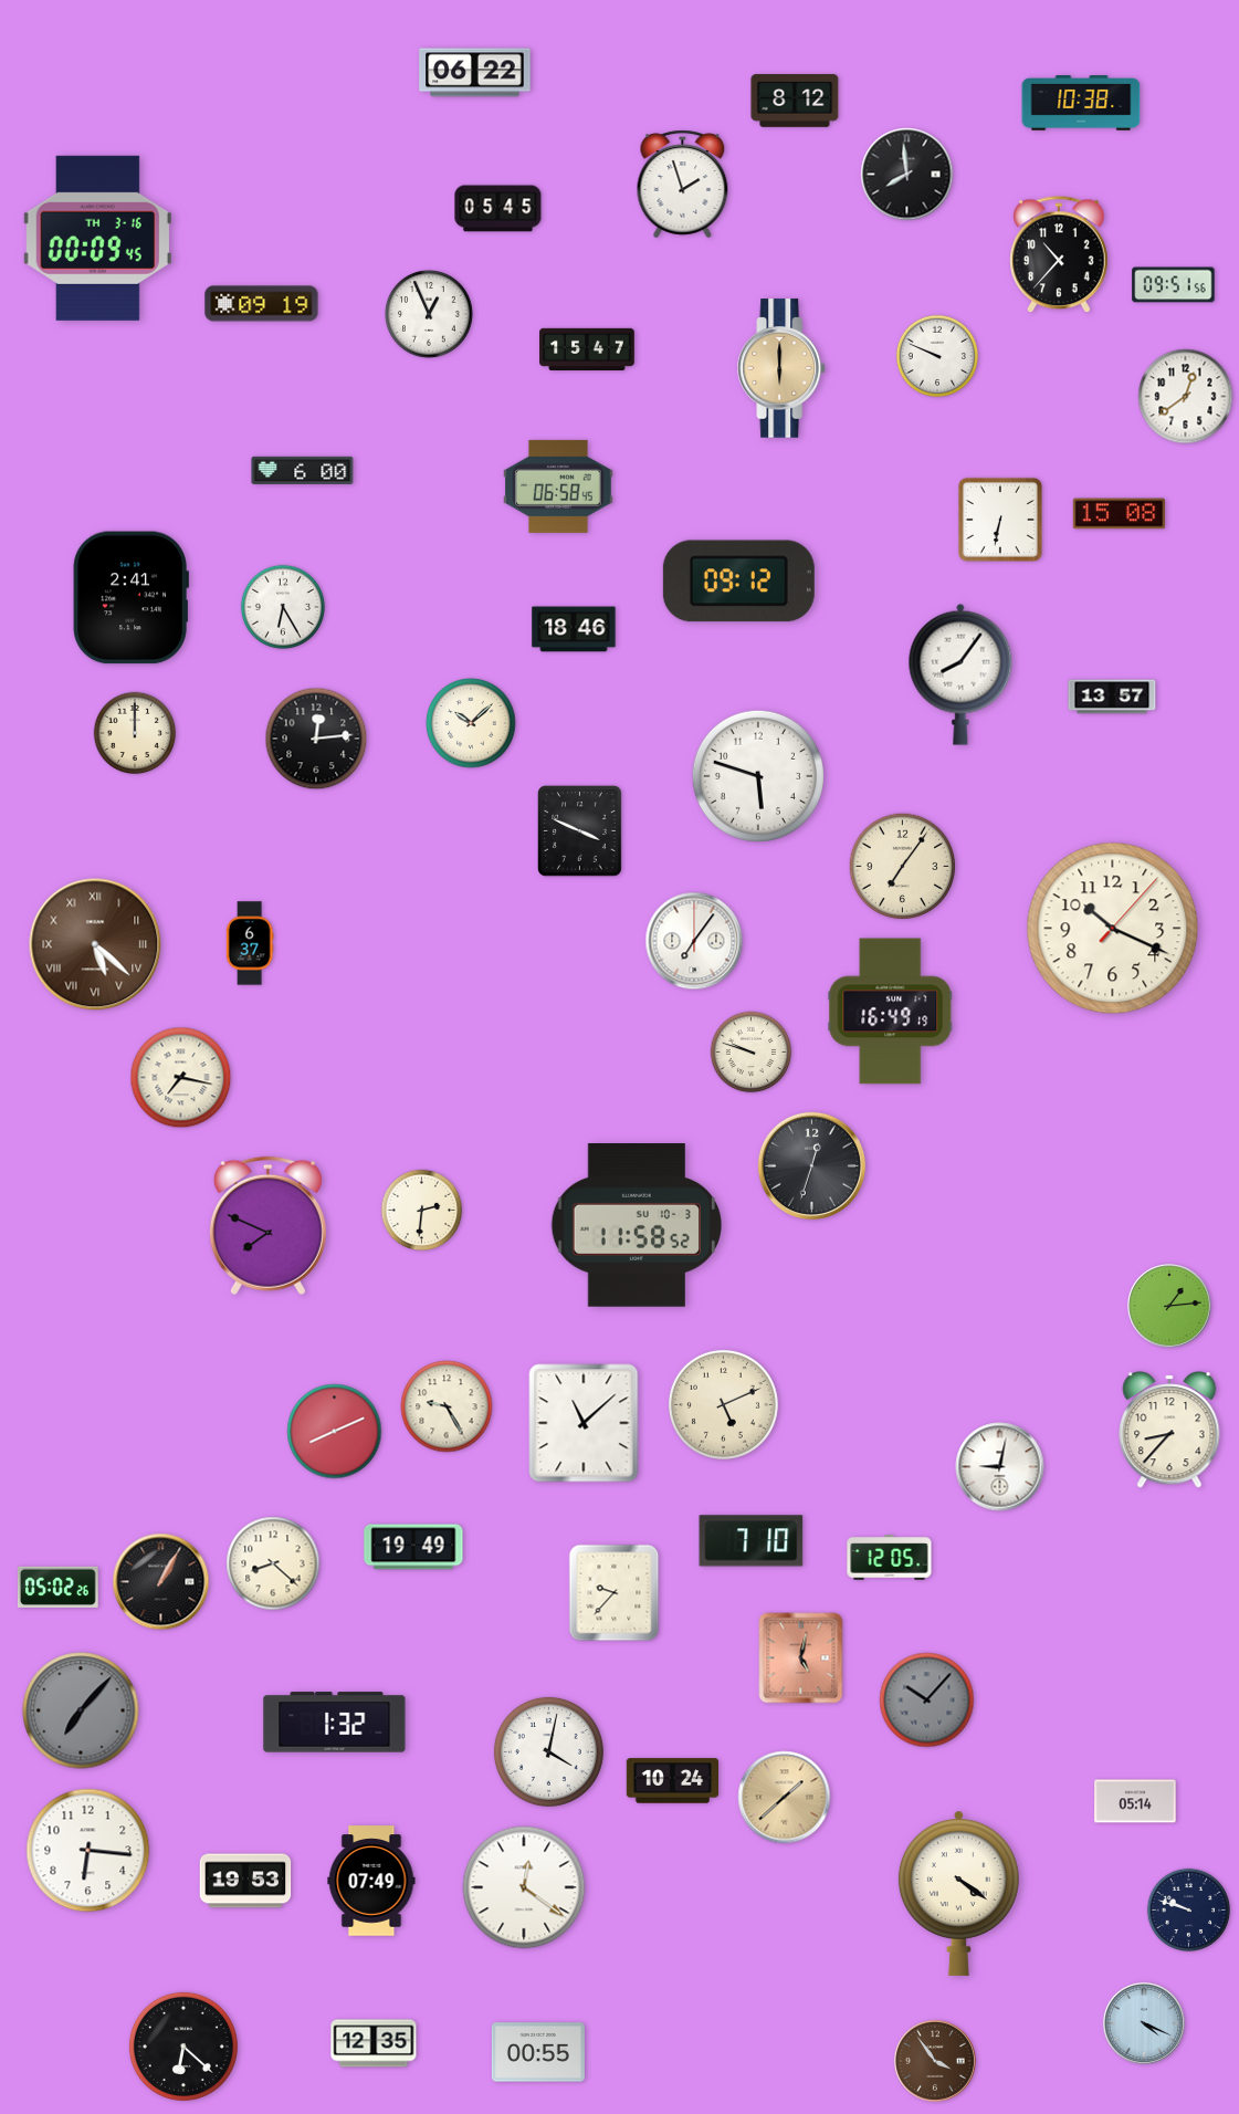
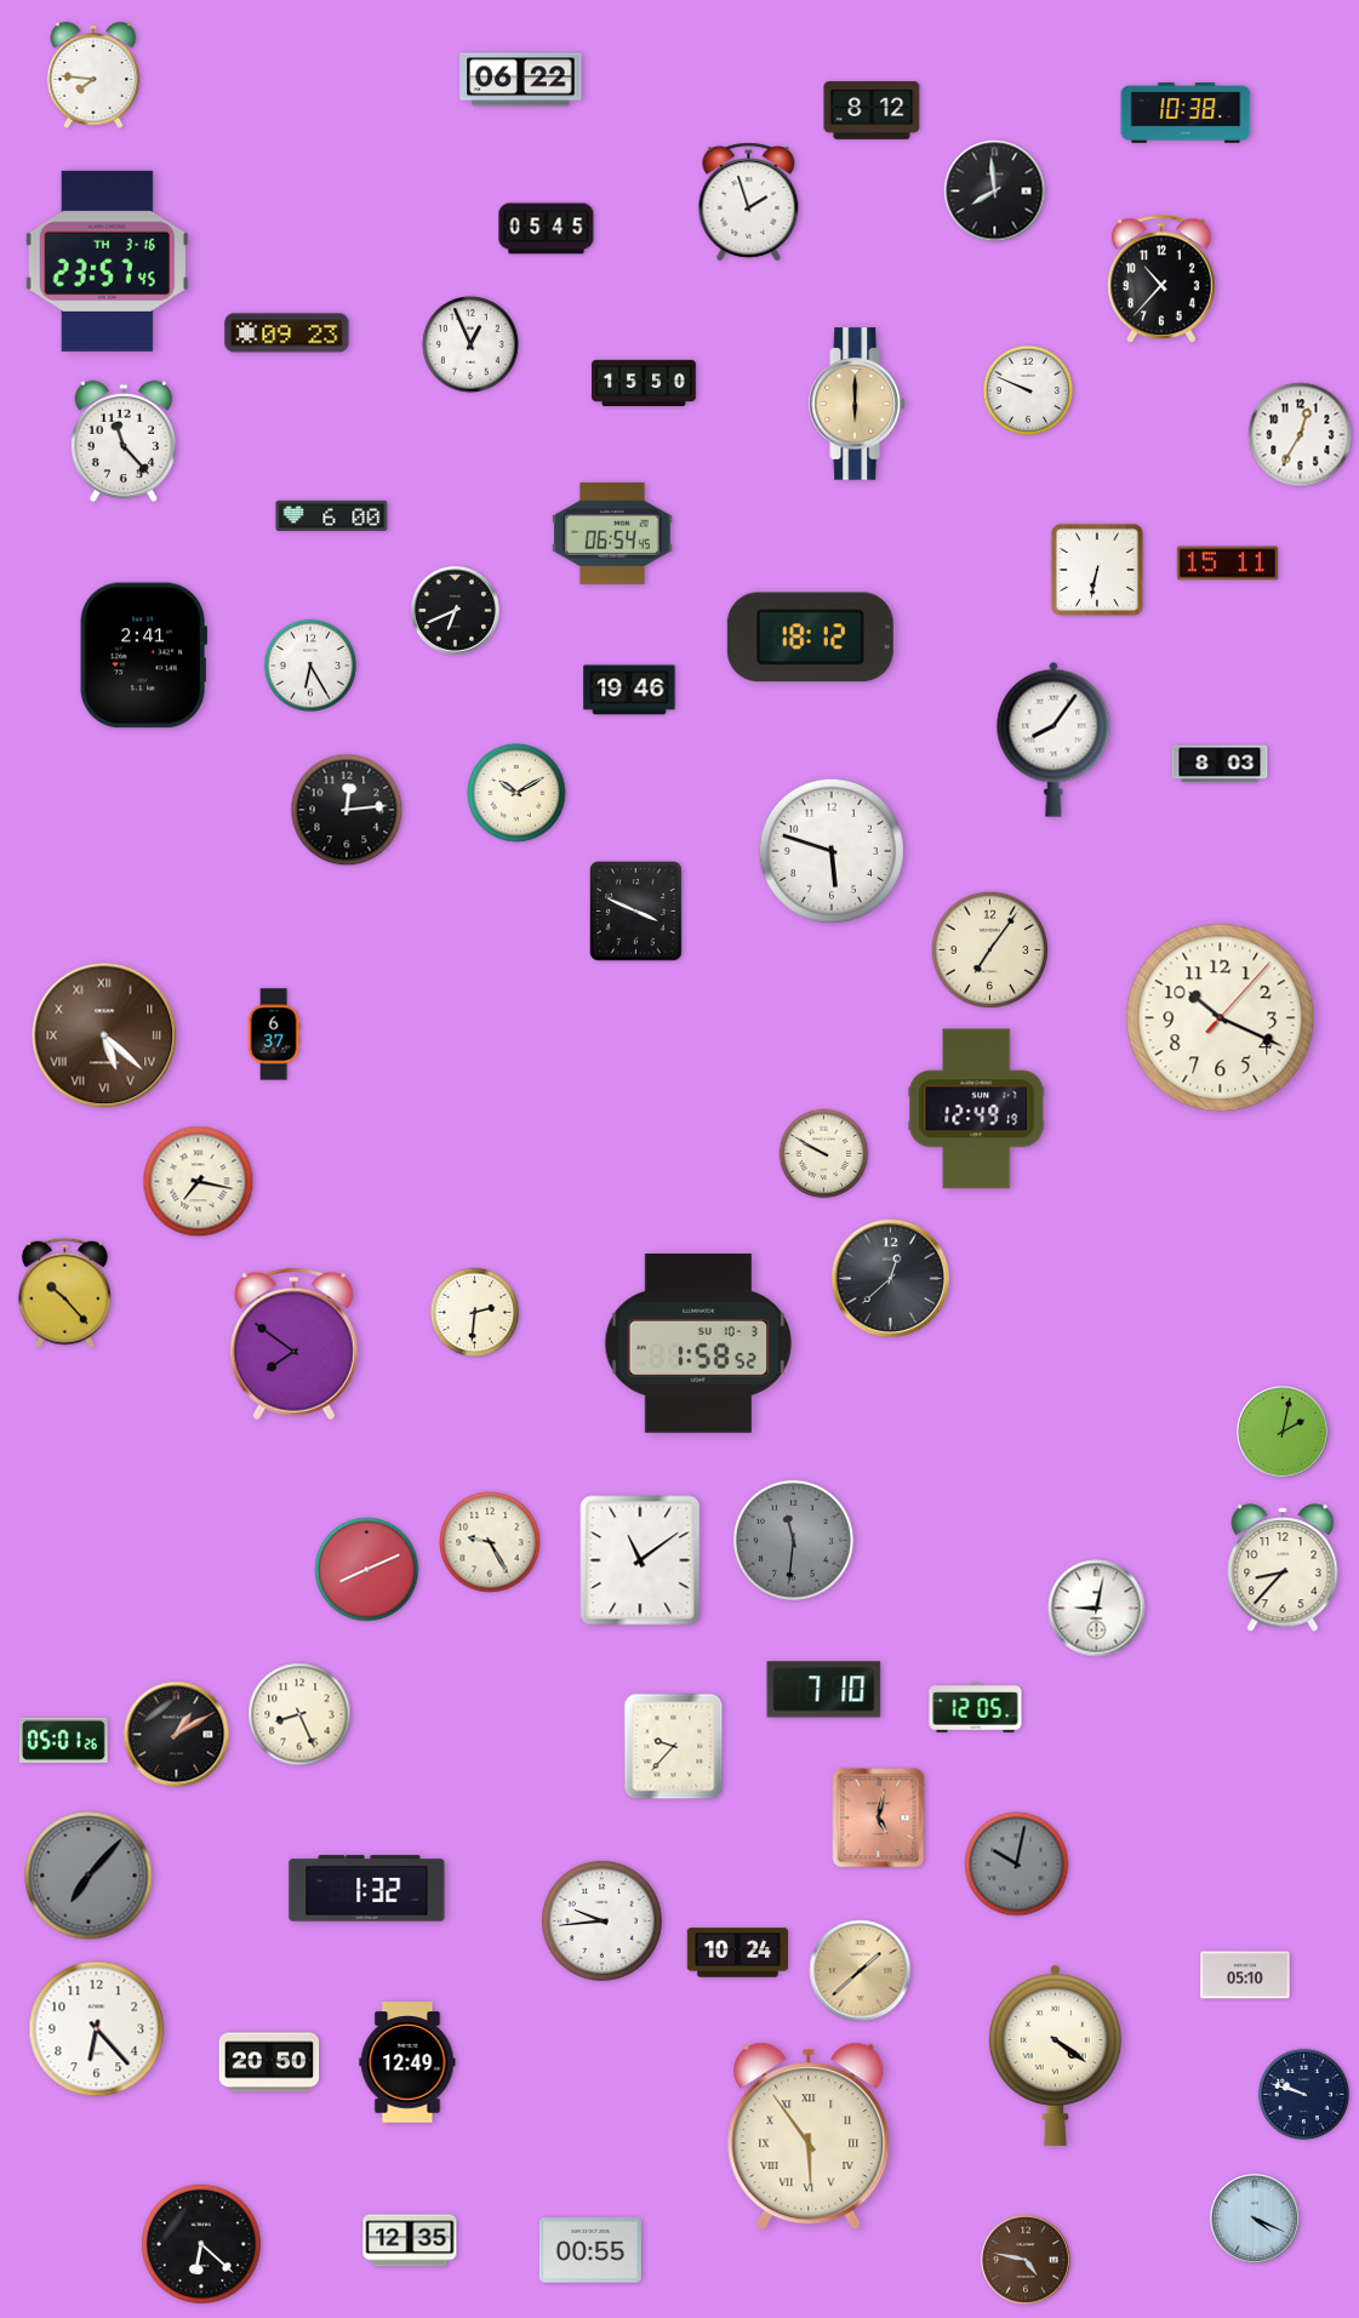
clock at (93, 75): none -> 7:46
clock at (97, 238): 00:09 -> 23:57
clock at (1174, 285): 09:51 -> none
clock at (262, 304): 09:19 -> 09:23
clock at (587, 348): 15:47 -> 15:50
clock at (1186, 397): 12:39 -> 12:35
clock at (124, 441): none -> 11:23
clock at (558, 486): 06:58 -> 06:54
clock at (1119, 514): 15:08 -> 15:11
clock at (455, 610): none -> 6:41
clock at (738, 582): 09:12 -> 18:12
clock at (574, 629): 18:46 -> 19:46
clock at (1112, 697): 13:57 -> 8:03
clock at (471, 723): 10:08 -> 10:10
clock at (135, 733): 12:00 -> none
clock at (694, 941): 7:06 -> none
clock at (891, 1012): 16:49 -> 12:49
clock at (752, 1053): 9:48 -> 9:50
clock at (812, 1166): 12:33 -> 12:38
clock at (64, 1292): none -> 10:23
clock at (422, 1211) position: (422, 1211) -> (475, 1313)
clock at (267, 1226): 7:49 -> 7:51
clock at (636, 1226): 11:58 -> 1:58
clock at (1169, 1306): 1:14 -> 2:02
clock at (723, 1404): 5:11 -> 11:31
clock at (723, 1404) dial: cream -> grey
clock at (584, 1423): 11:08 -> 11:09
clock at (413, 1547): 19:49 -> none
clock at (273, 1563): 8:22 -> 8:26
clock at (161, 1582): 1:05 -> 1:10
clock at (57, 1587): 05:02 -> 05:01
clock at (927, 1700): 10:07 -> 10:02
clock at (548, 1751): 4:02 -> 9:44
clock at (1135, 1801): 05:14 -> 05:10
clock at (88, 1851): 6:16 -> 6:23
clock at (245, 1881): 19:53 -> 20:50
clock at (371, 1881): 07:49 -> 12:49
clock at (524, 1887): 12:21 -> none
clock at (958, 1893) position: (958, 1893) -> (1055, 2055)
clock at (809, 2136): none -> 5:54
clock at (935, 2061): 3:54 -> 4:47
